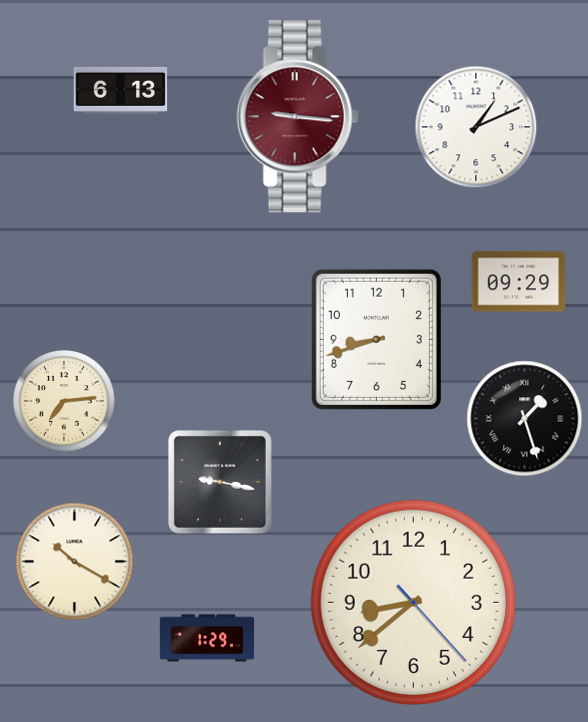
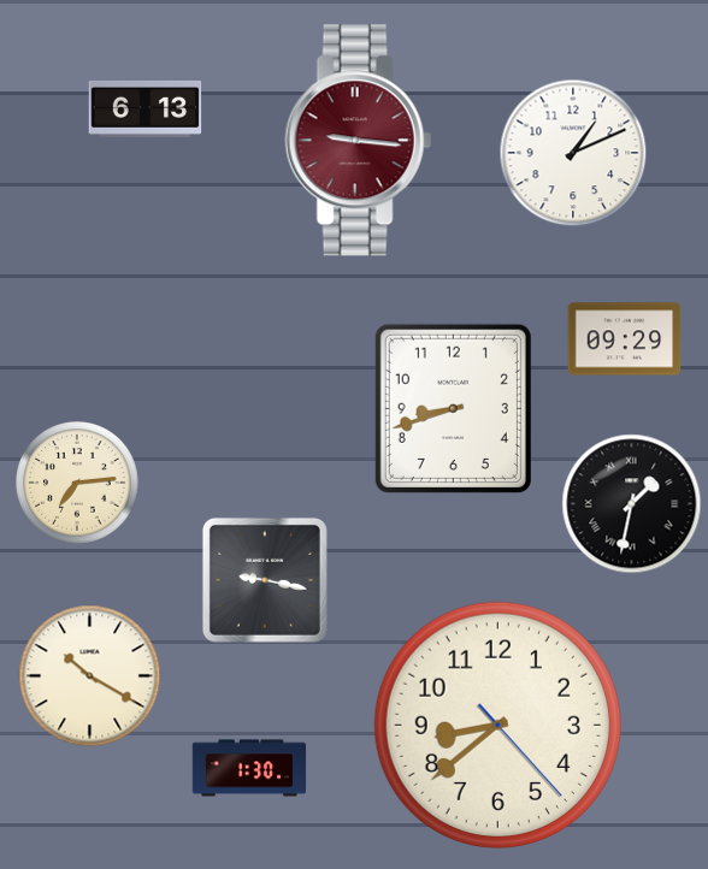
clock at (525, 419): 1:27 -> 1:32
clock at (207, 638): 1:29 -> 1:30
